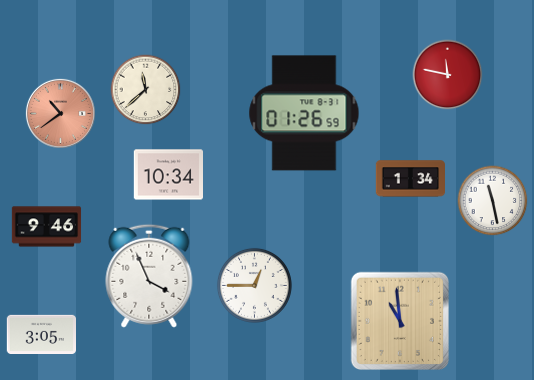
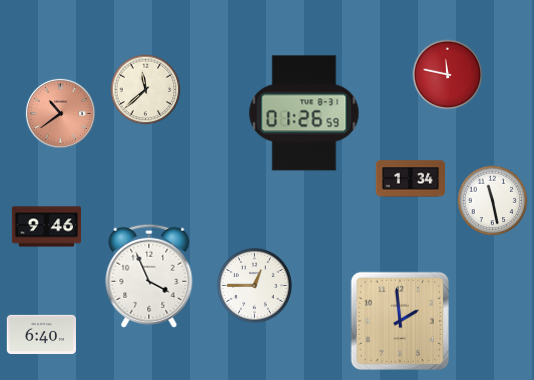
clock at (168, 175): 10:34 -> none
clock at (399, 320): 10:59 -> 1:59
clock at (41, 334): 3:05 -> 6:40
